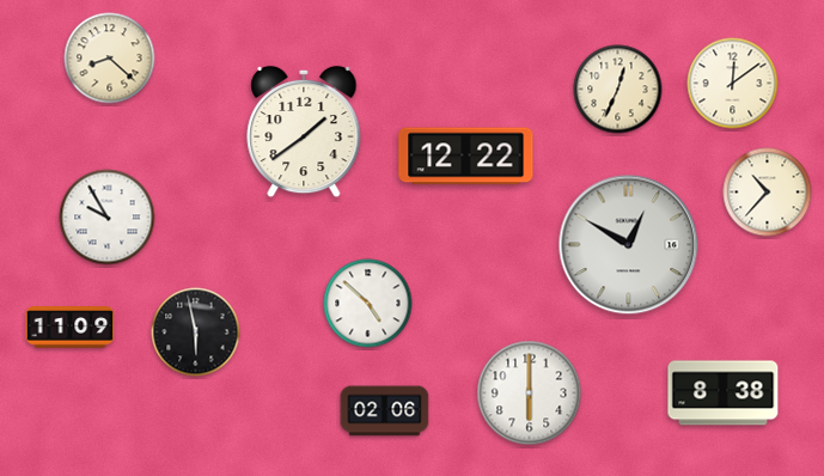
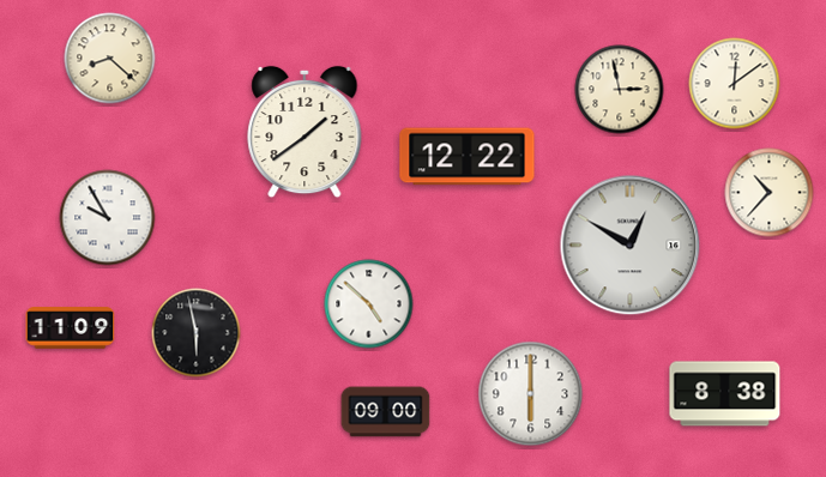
clock at (618, 90): 12:34 -> 2:58
clock at (385, 411): 02:06 -> 09:00
